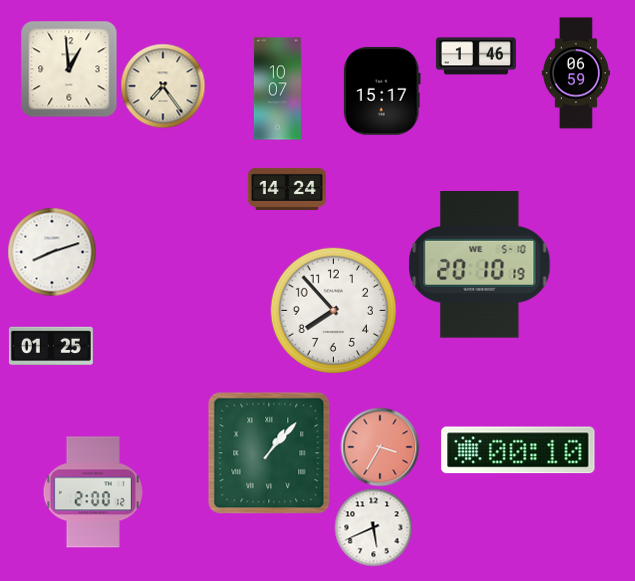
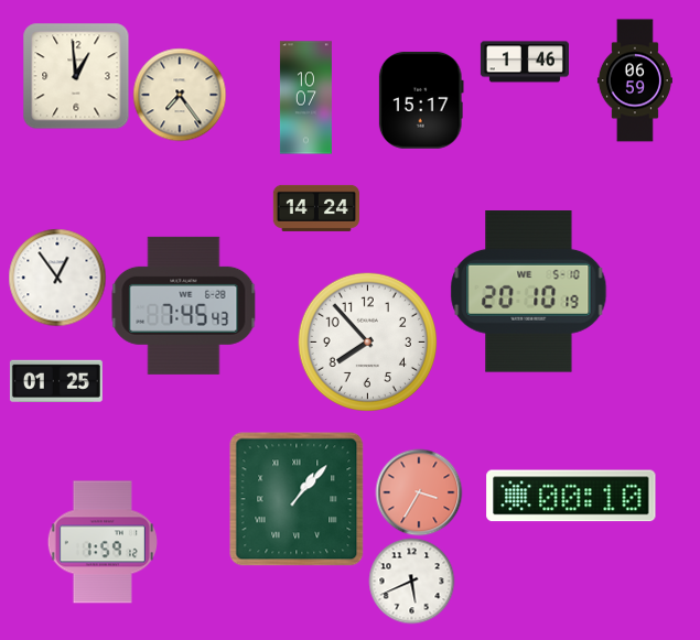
clock at (52, 252): 8:12 -> 12:54
clock at (184, 305): none -> 7:45
clock at (93, 492): 2:00 -> 1:59
